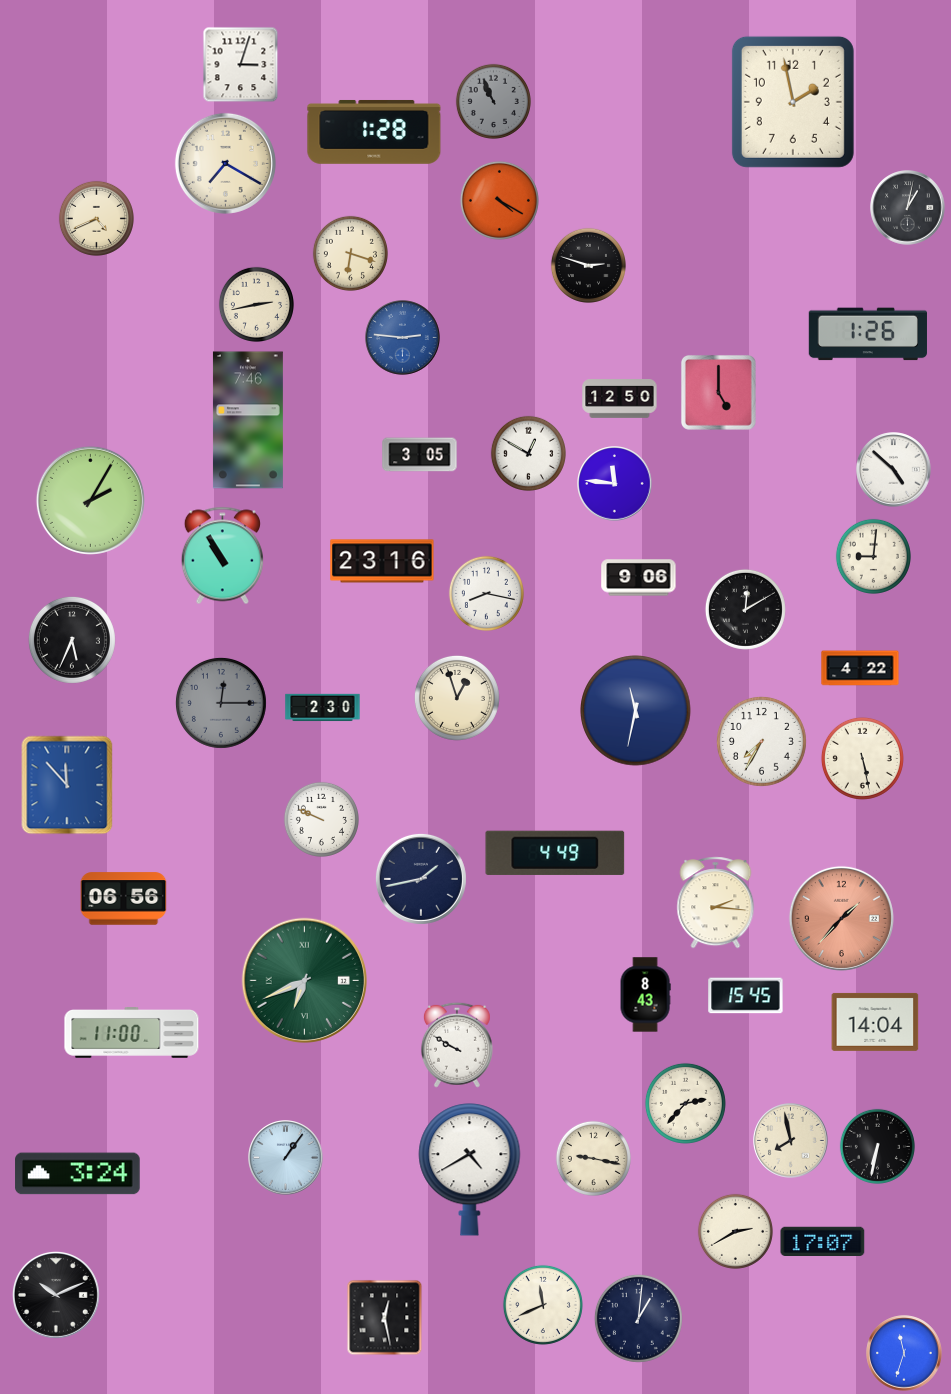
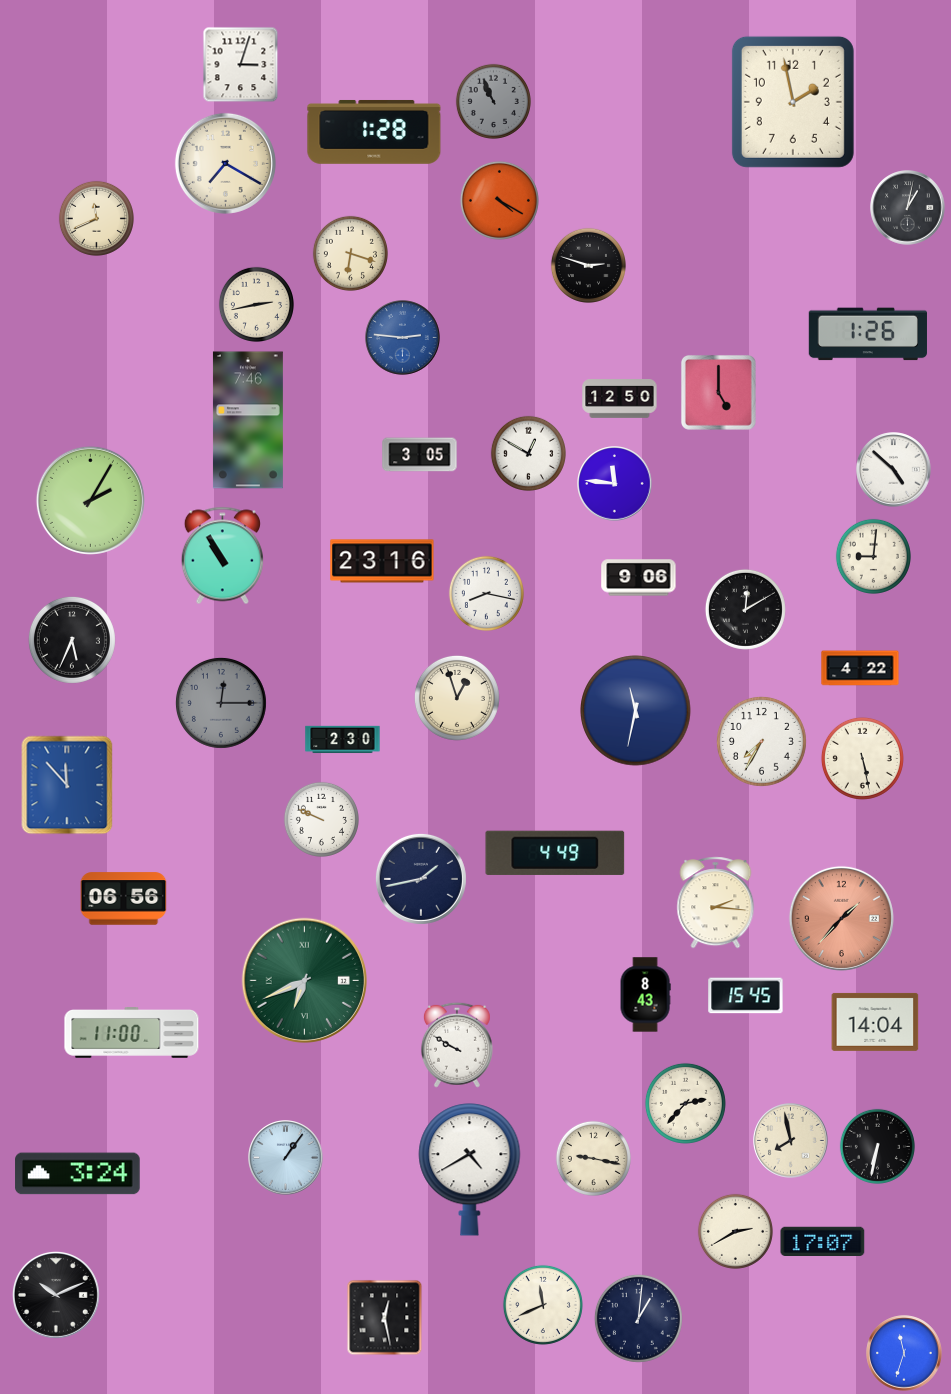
clock at (96, 218): 4:41 -> 11:41
clock at (323, 708) position: (323, 708) -> (343, 740)
